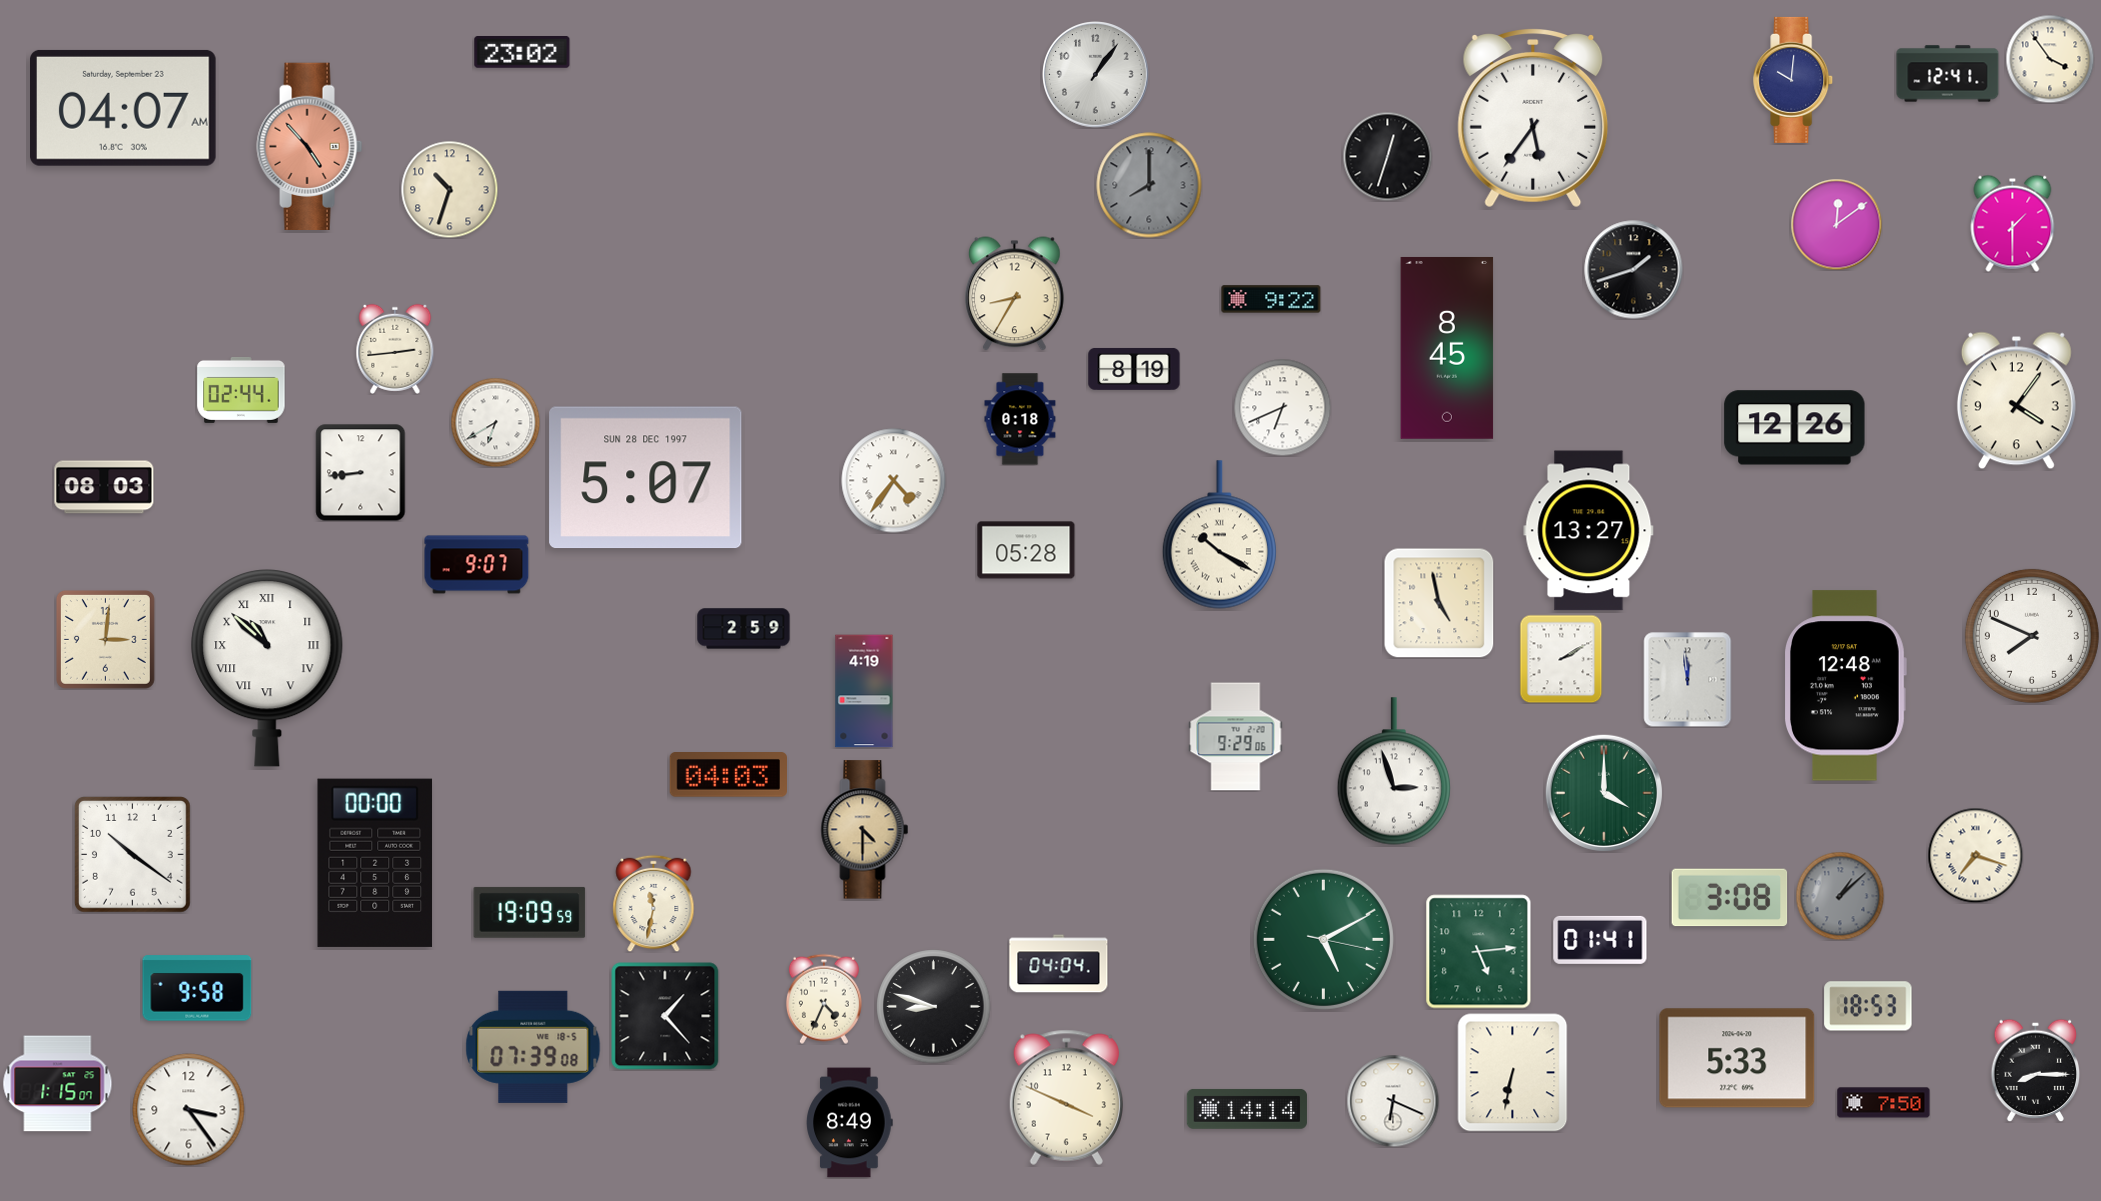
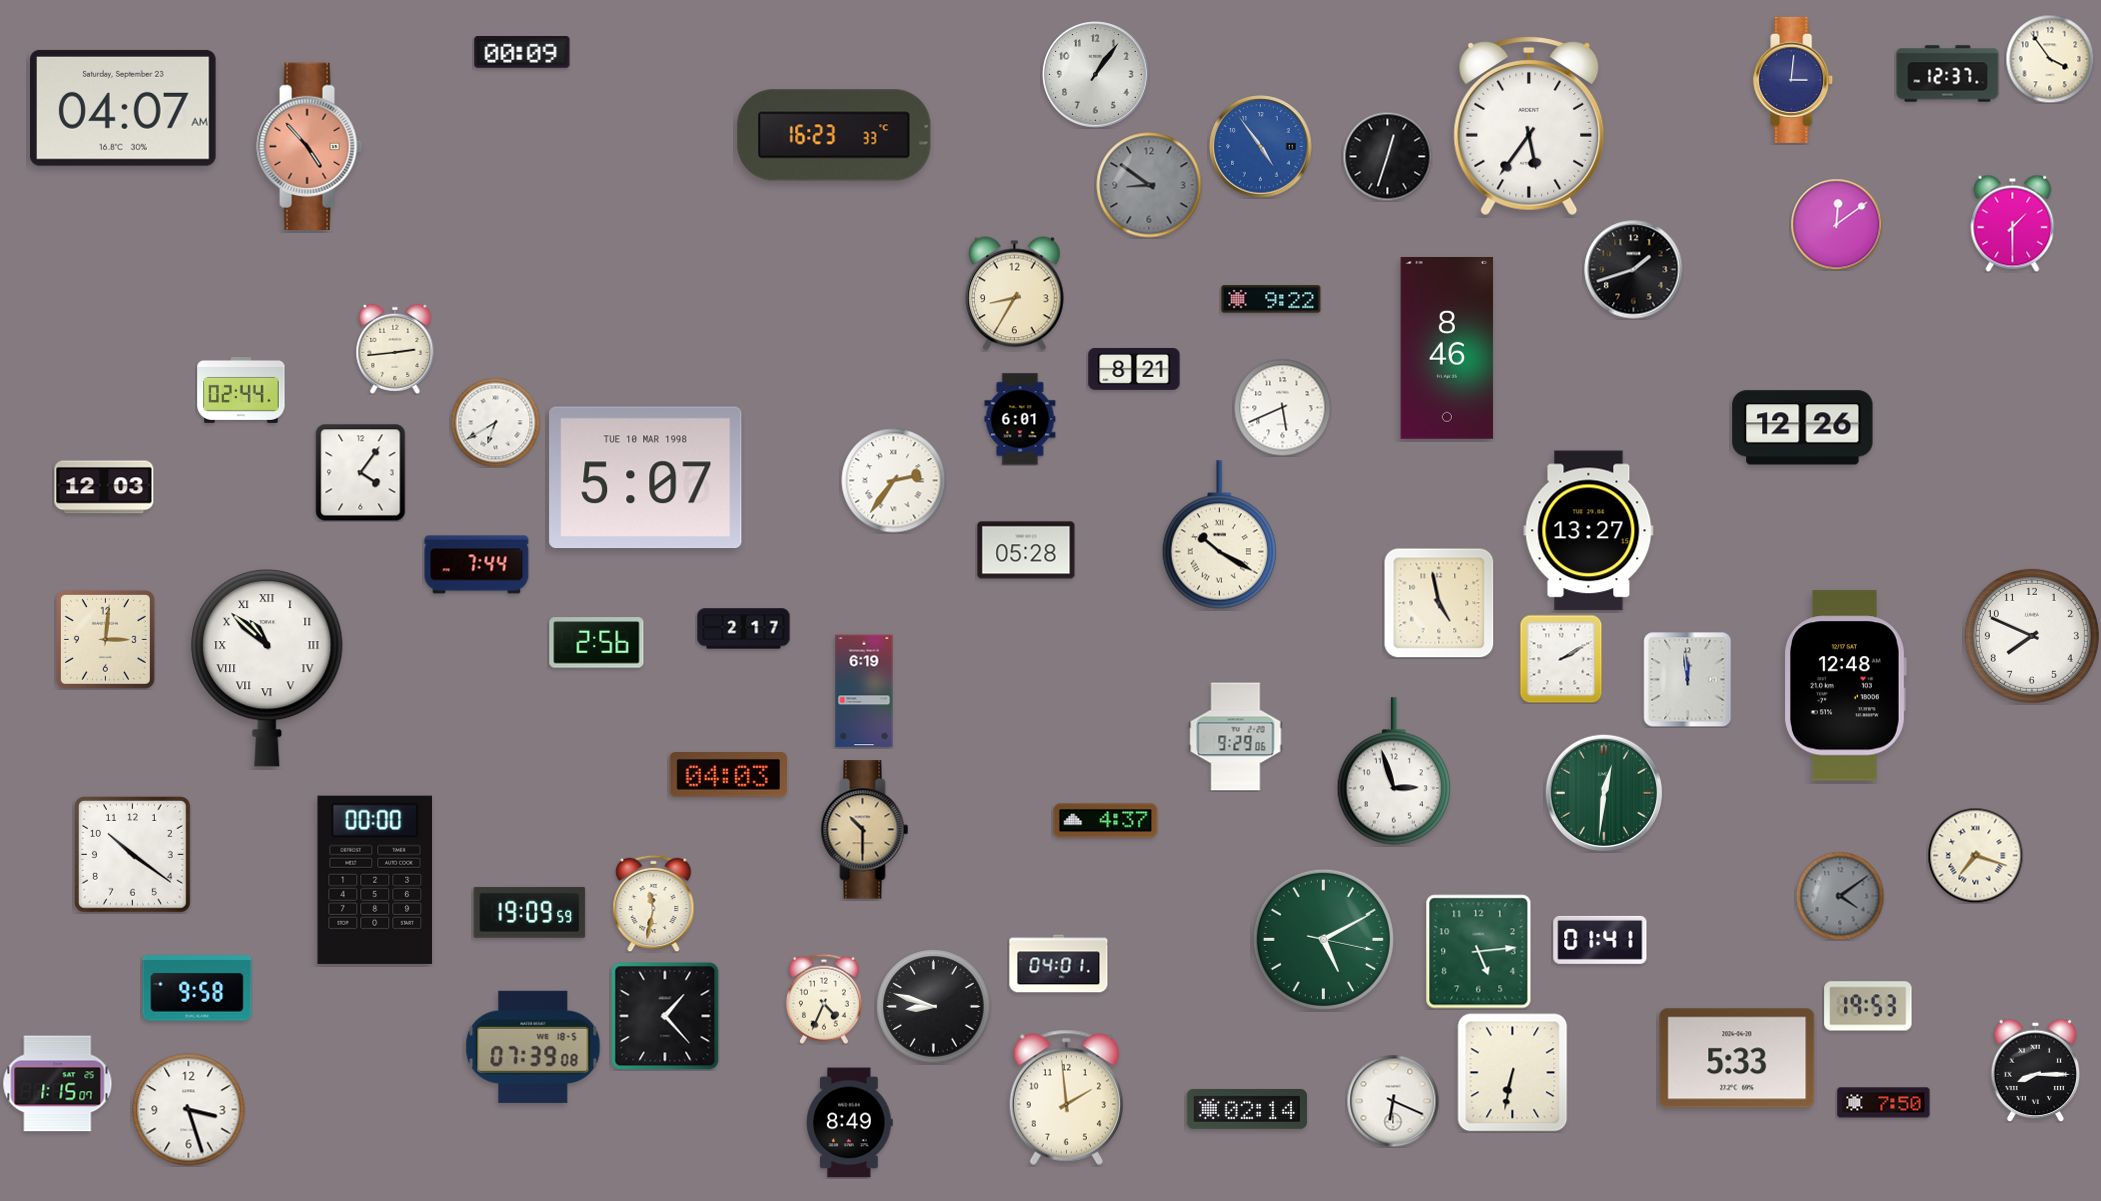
clock at (522, 53): 23:02 -> 00:09
clock at (1948, 74): 12:41 -> 12:37
clock at (1794, 80): 10:01 -> 3:01
clock at (1533, 119) position: (1533, 119) -> (1529, 127)
clock at (834, 135): none -> 16:23
clock at (1261, 147): none -> 4:54
clock at (1149, 185): 8:00 -> 8:51
clock at (449, 189): 10:33 -> none
clock at (1447, 348): 8:45 -> 8:46
clock at (1134, 369): 8:19 -> 8:21
clock at (2016, 401): 4:06 -> none
clock at (1282, 407): 6:41 -> 5:41
clock at (1020, 419): 0:18 -> 6:01
clock at (1795, 428) position: (1795, 428) -> (1803, 428)
clock at (361, 473): 8:44 -> 4:06
clock at (646, 478) date: SUN 28 DEC 1997 -> TUE 10 MAR 1998
clock at (894, 481): 4:36 -> 2:36
clock at (104, 487): 08:03 -> 12:03
clock at (477, 565): 9:07 -> 7:44
clock at (744, 629): 2:59 -> 2:17
clock at (597, 643): none -> 2:56
clock at (864, 691): 4:19 -> 6:19
clock at (1604, 793): 4:00 -> 12:31
clock at (1106, 821): none -> 4:37
clock at (865, 830): 4:30 -> 10:30
clock at (375, 863) position: (375, 863) -> (375, 880)
clock at (1840, 896): 1:08 -> 4:09
clock at (1730, 898): 3:08 -> none
clock at (1059, 964): 04:04 -> 04:01
clock at (1868, 1006): 18:53 -> 19:53
clock at (1066, 1097): 3:49 -> 1:59
clock at (1247, 1109): 14:14 -> 02:14
clock at (189, 1110): 3:24 -> 3:27
